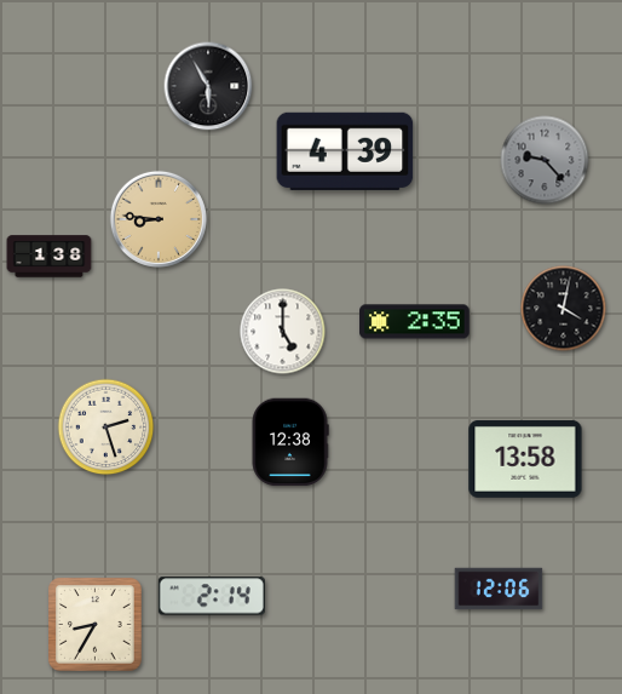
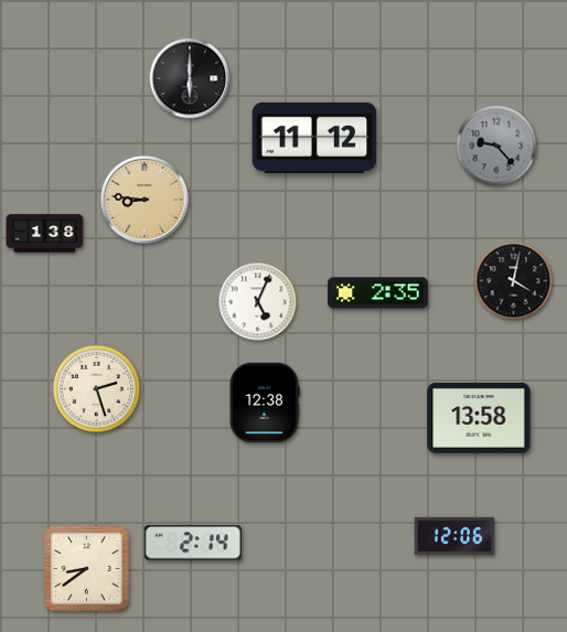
clock at (208, 86): 5:55 -> 6:00
clock at (345, 151): 4:39 -> 11:12
clock at (283, 332): 5:00 -> 5:04
clock at (96, 625): 8:35 -> 8:39
